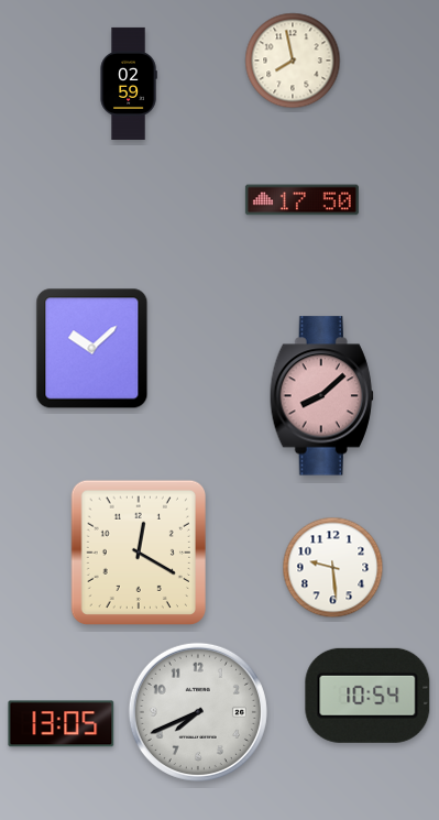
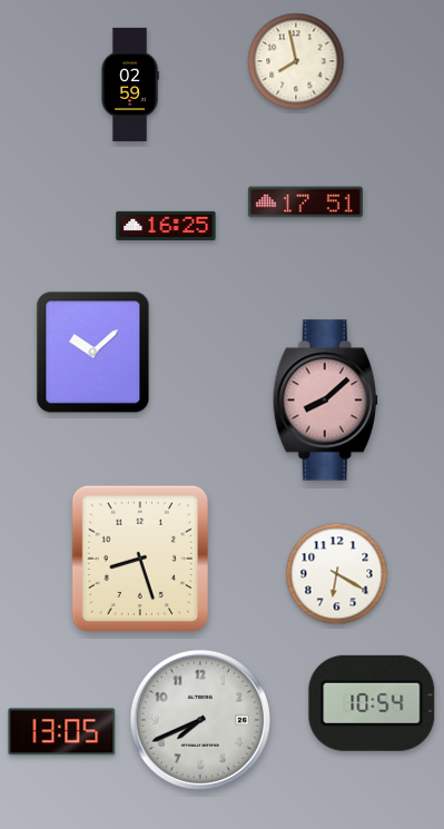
clock at (301, 200): 17:50 -> 17:51
clock at (166, 226): none -> 16:25
clock at (138, 551): 12:20 -> 8:27
clock at (333, 568): 9:29 -> 6:20
